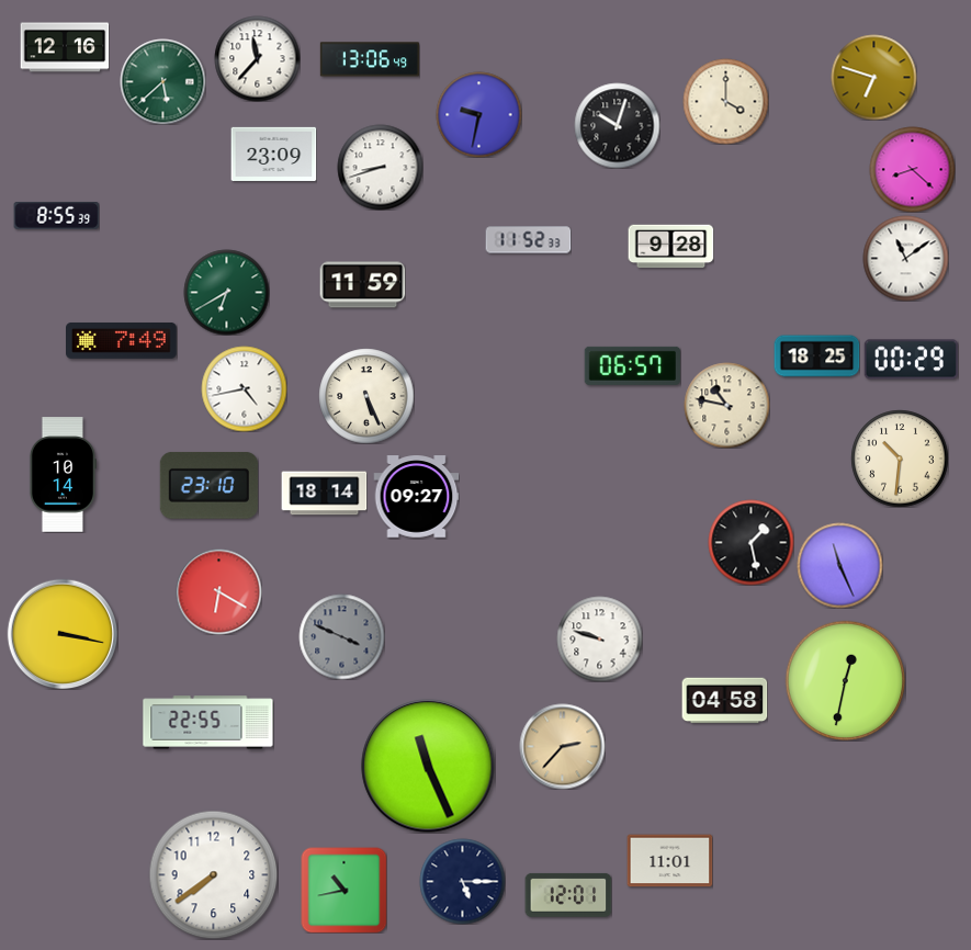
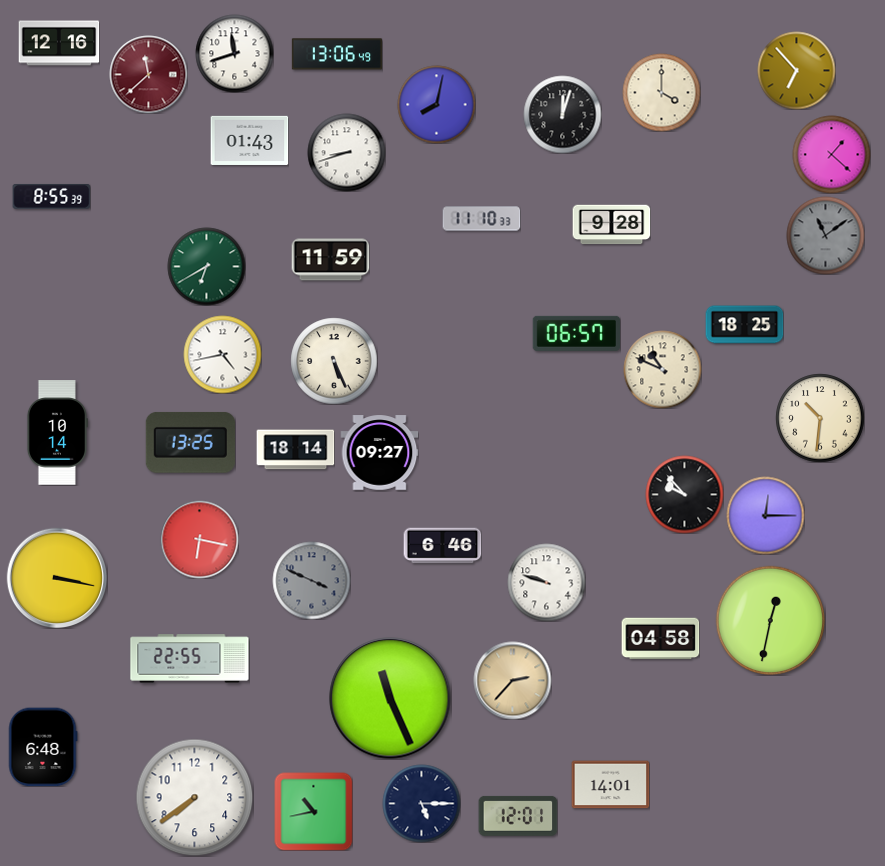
clock at (257, 58): 11:37 -> 11:42
clock at (873, 77): 6:48 -> 6:53
clock at (162, 81): 5:38 -> 11:38
clock at (162, 81) dial: green -> burgundy
clock at (478, 114): 9:32 -> 8:02
clock at (617, 125): 10:03 -> 12:03
clock at (273, 154): 23:09 -> 01:43
clock at (912, 169): 8:22 -> 1:22
clock at (528, 240): 11:52 -> 11:10
clock at (905, 258) dial: white -> grey
clock at (122, 340): 7:49 -> none
clock at (911, 360): 00:29 -> none
clock at (726, 405): 10:47 -> 10:49
clock at (208, 485): 23:10 -> 13:25
clock at (750, 542): 1:28 -> 9:53
clock at (839, 565): 11:26 -> 12:15
clock at (218, 591): 6:20 -> 6:17
clock at (442, 546): none -> 6:46
clock at (43, 747): none -> 6:48
clock at (669, 861): 11:01 -> 14:01
